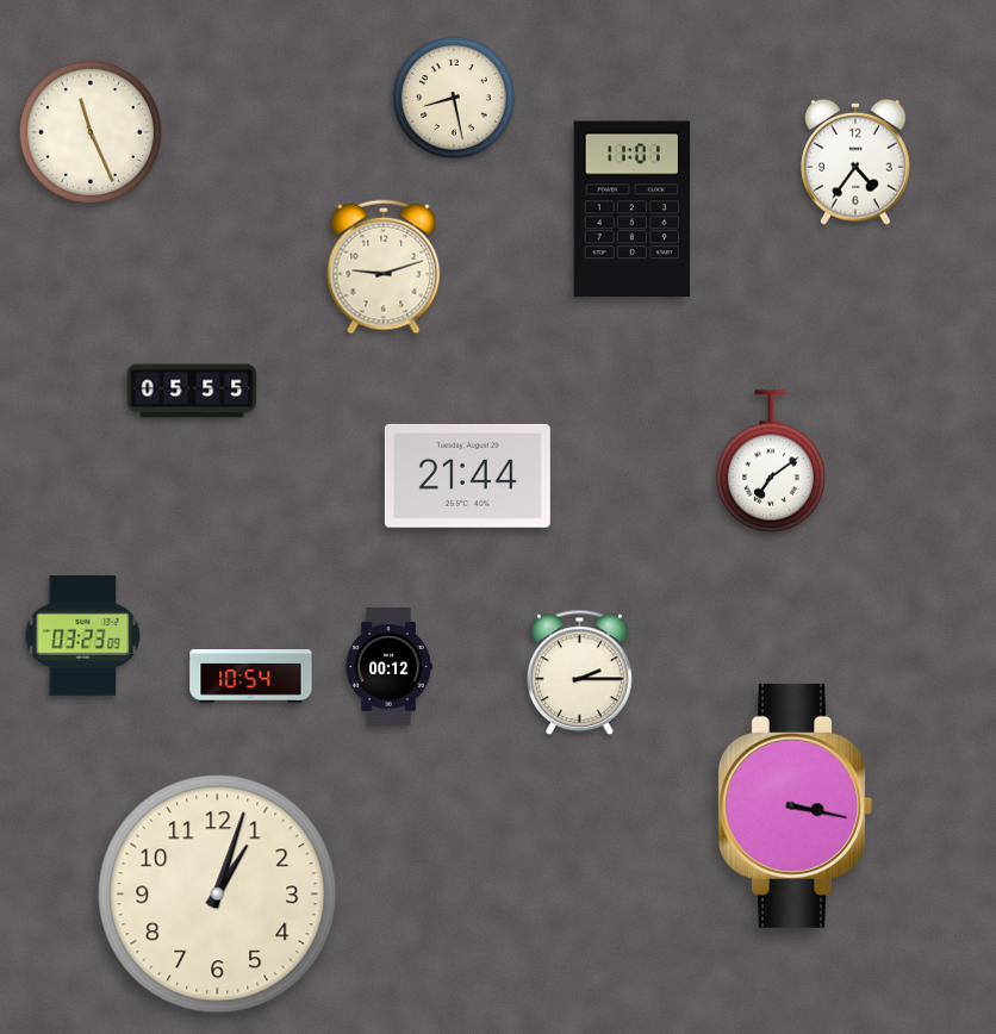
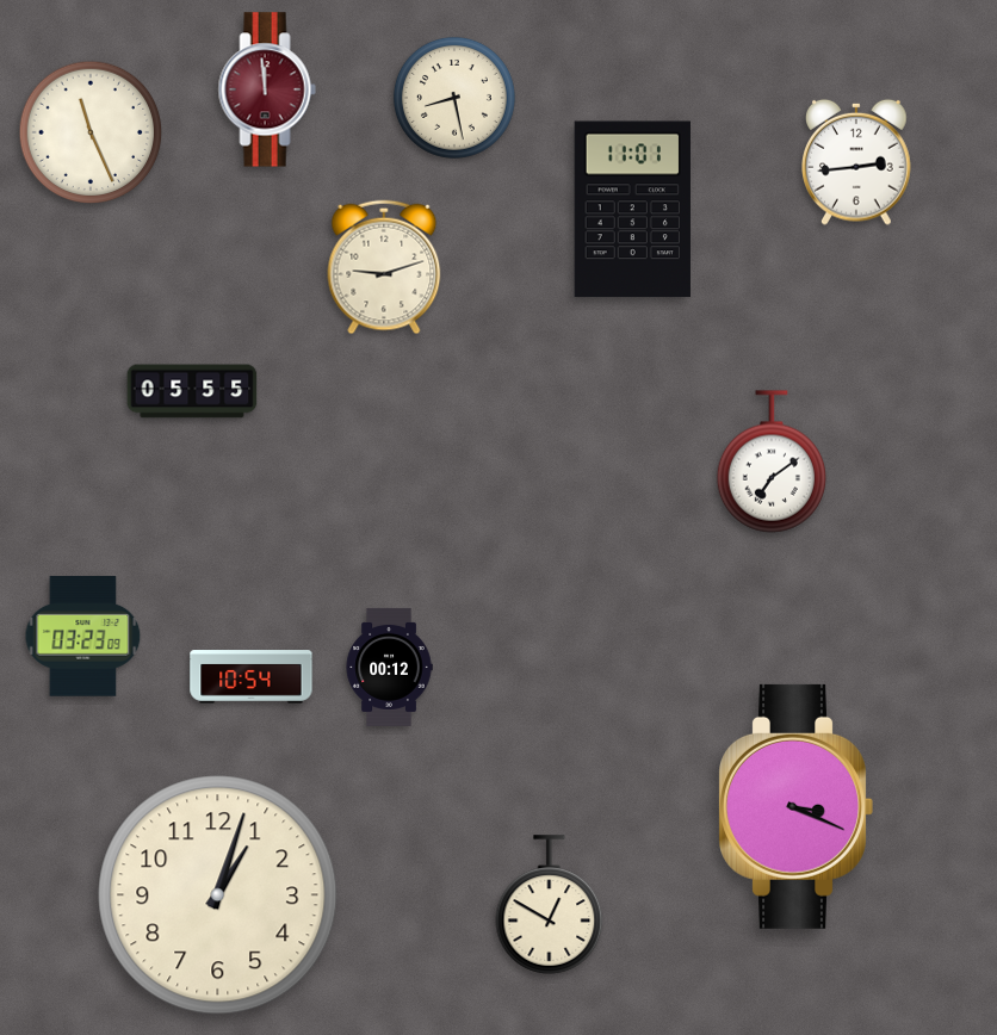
clock at (267, 89): none -> 11:59
clock at (855, 162): 4:36 -> 2:44
clock at (467, 475): 21:44 -> none
clock at (580, 673): 2:15 -> none
clock at (795, 805): 3:17 -> 3:19
clock at (550, 905): none -> 12:50
